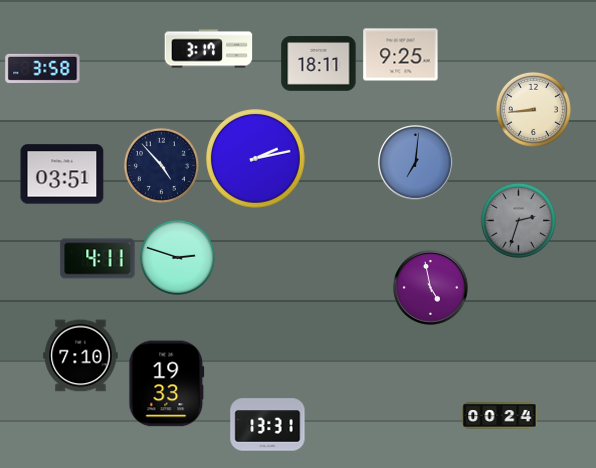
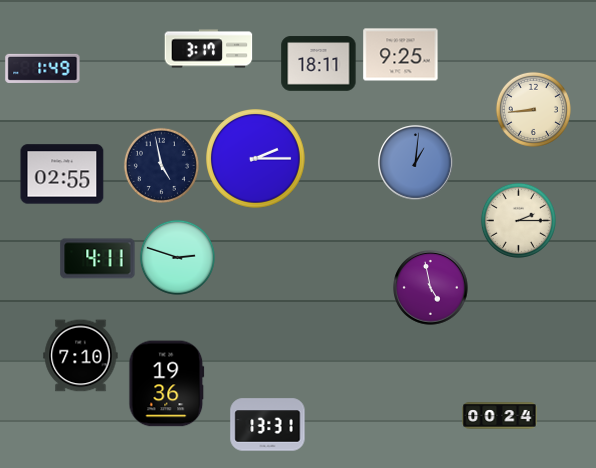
clock at (43, 68): 3:58 -> 1:49
clock at (256, 159): 2:13 -> 2:15
clock at (416, 163): 7:01 -> 1:01
clock at (161, 165): 4:53 -> 4:58
clock at (62, 174): 03:51 -> 02:55
clock at (518, 220): 2:33 -> 2:15
clock at (518, 220) dial: grey -> cream
clock at (167, 384): 19:33 -> 19:36
